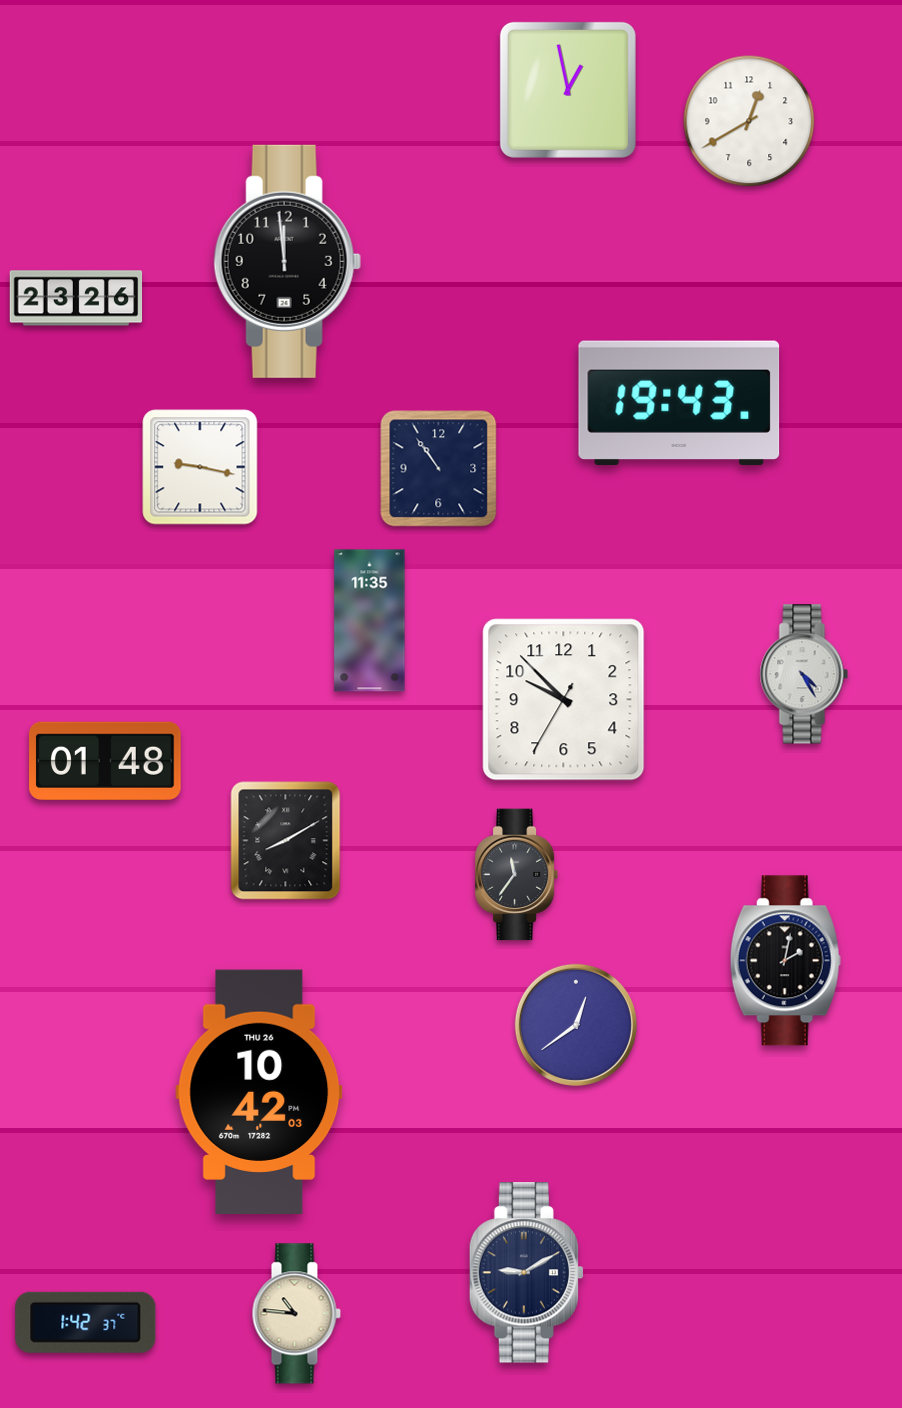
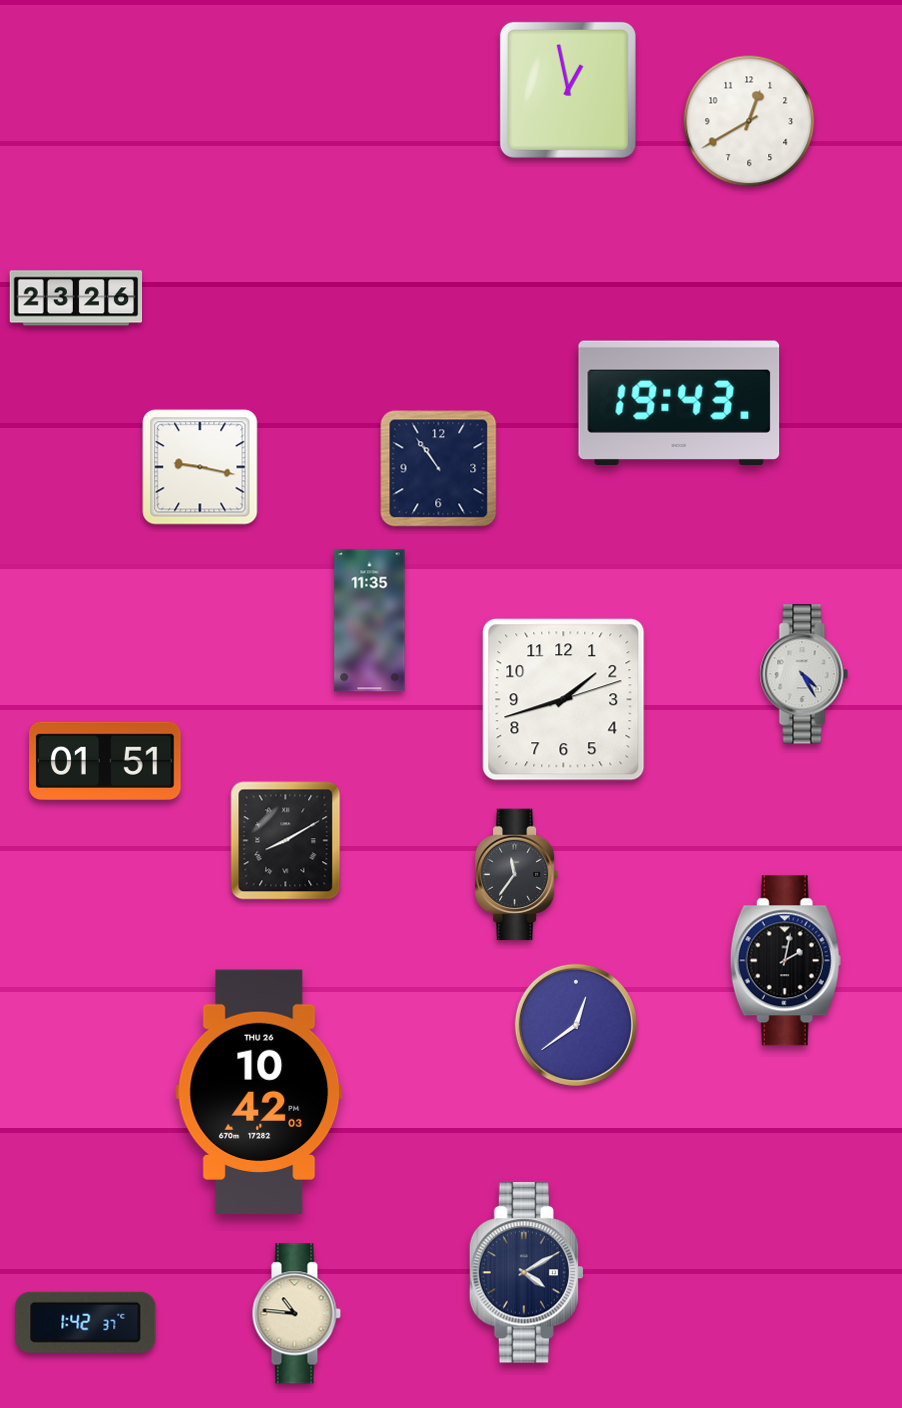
clock at (287, 261): 11:59 -> none
clock at (564, 700): 9:52 -> 1:42
clock at (105, 761): 01:48 -> 01:51
clock at (527, 1273): 9:10 -> 4:10
